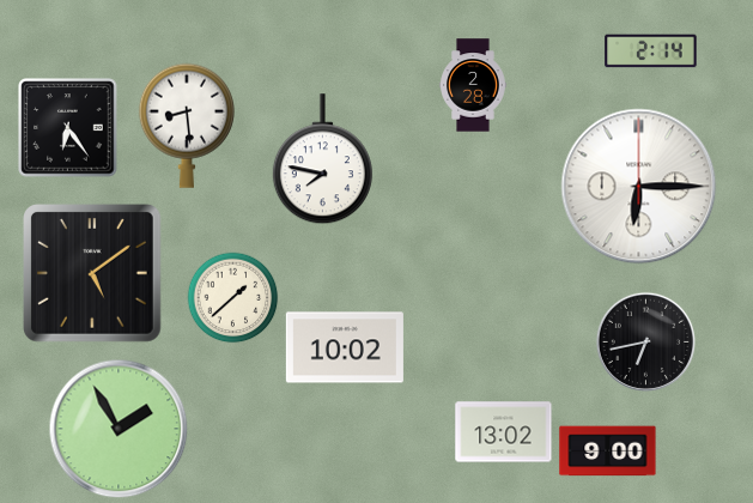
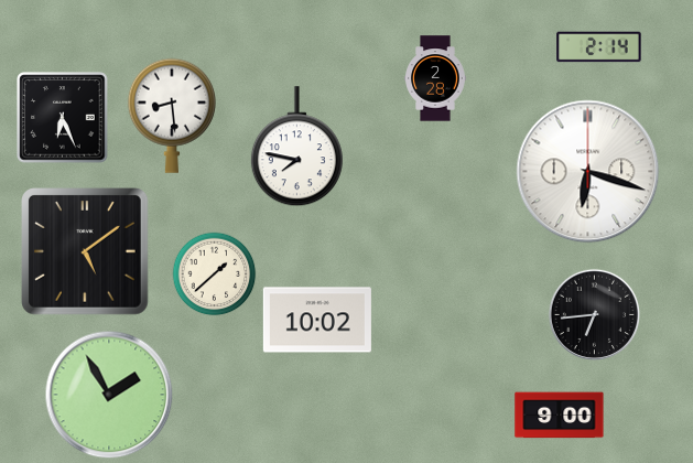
clock at (68, 128): 6:24 -> 6:26
clock at (639, 187): 6:15 -> 6:18
clock at (645, 341): 6:43 -> 6:44
clock at (504, 432): 13:02 -> none
